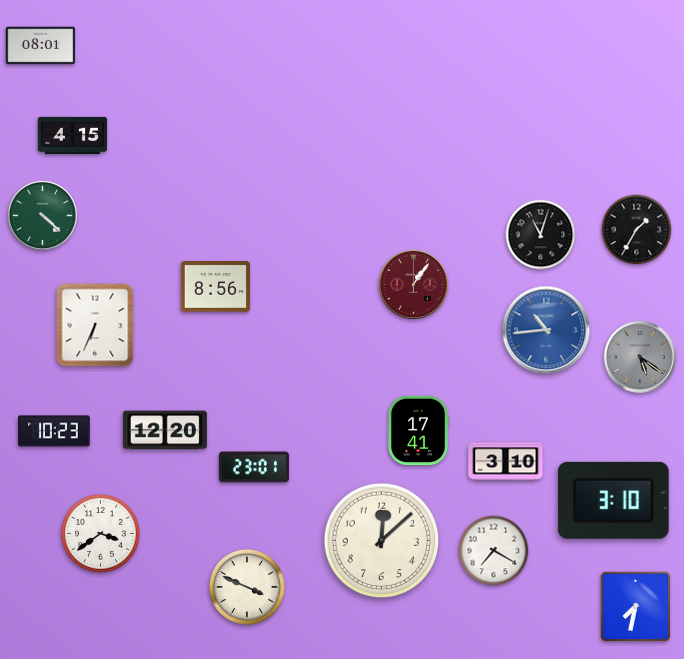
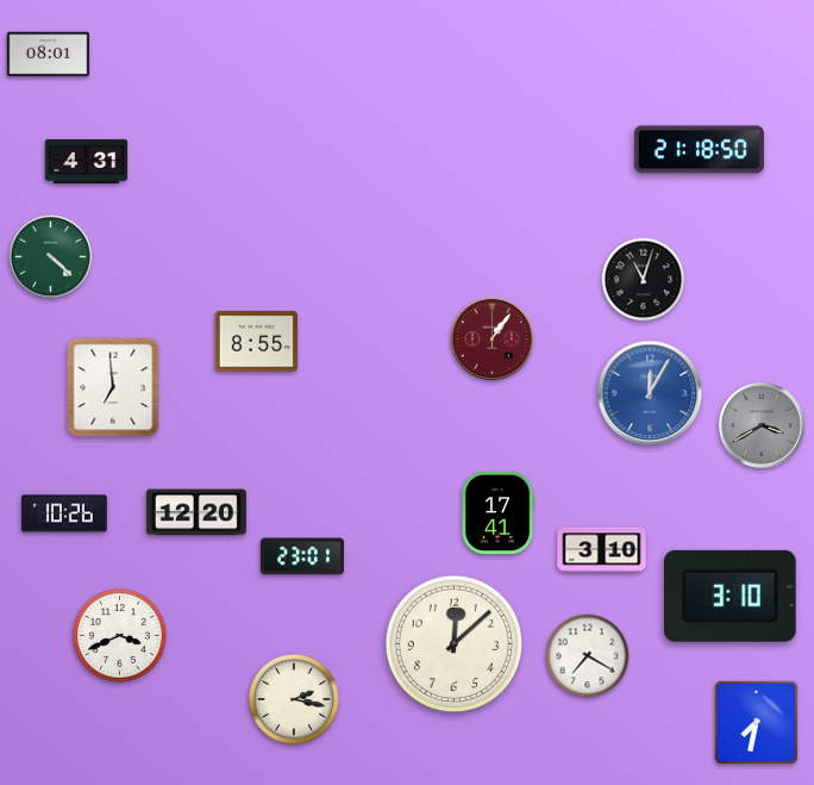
clock at (699, 150): none -> 21:18
clock at (73, 135): 4:15 -> 4:31
clock at (637, 230): 1:35 -> none
clock at (216, 287): 8:56 -> 8:55
clock at (95, 325): 6:34 -> 6:59
clock at (546, 330): 10:44 -> 12:05
clock at (640, 357): 5:21 -> 3:40
clock at (55, 431): 10:23 -> 10:26
clock at (101, 534): 3:39 -> 3:41
clock at (247, 587): 3:49 -> 2:17
